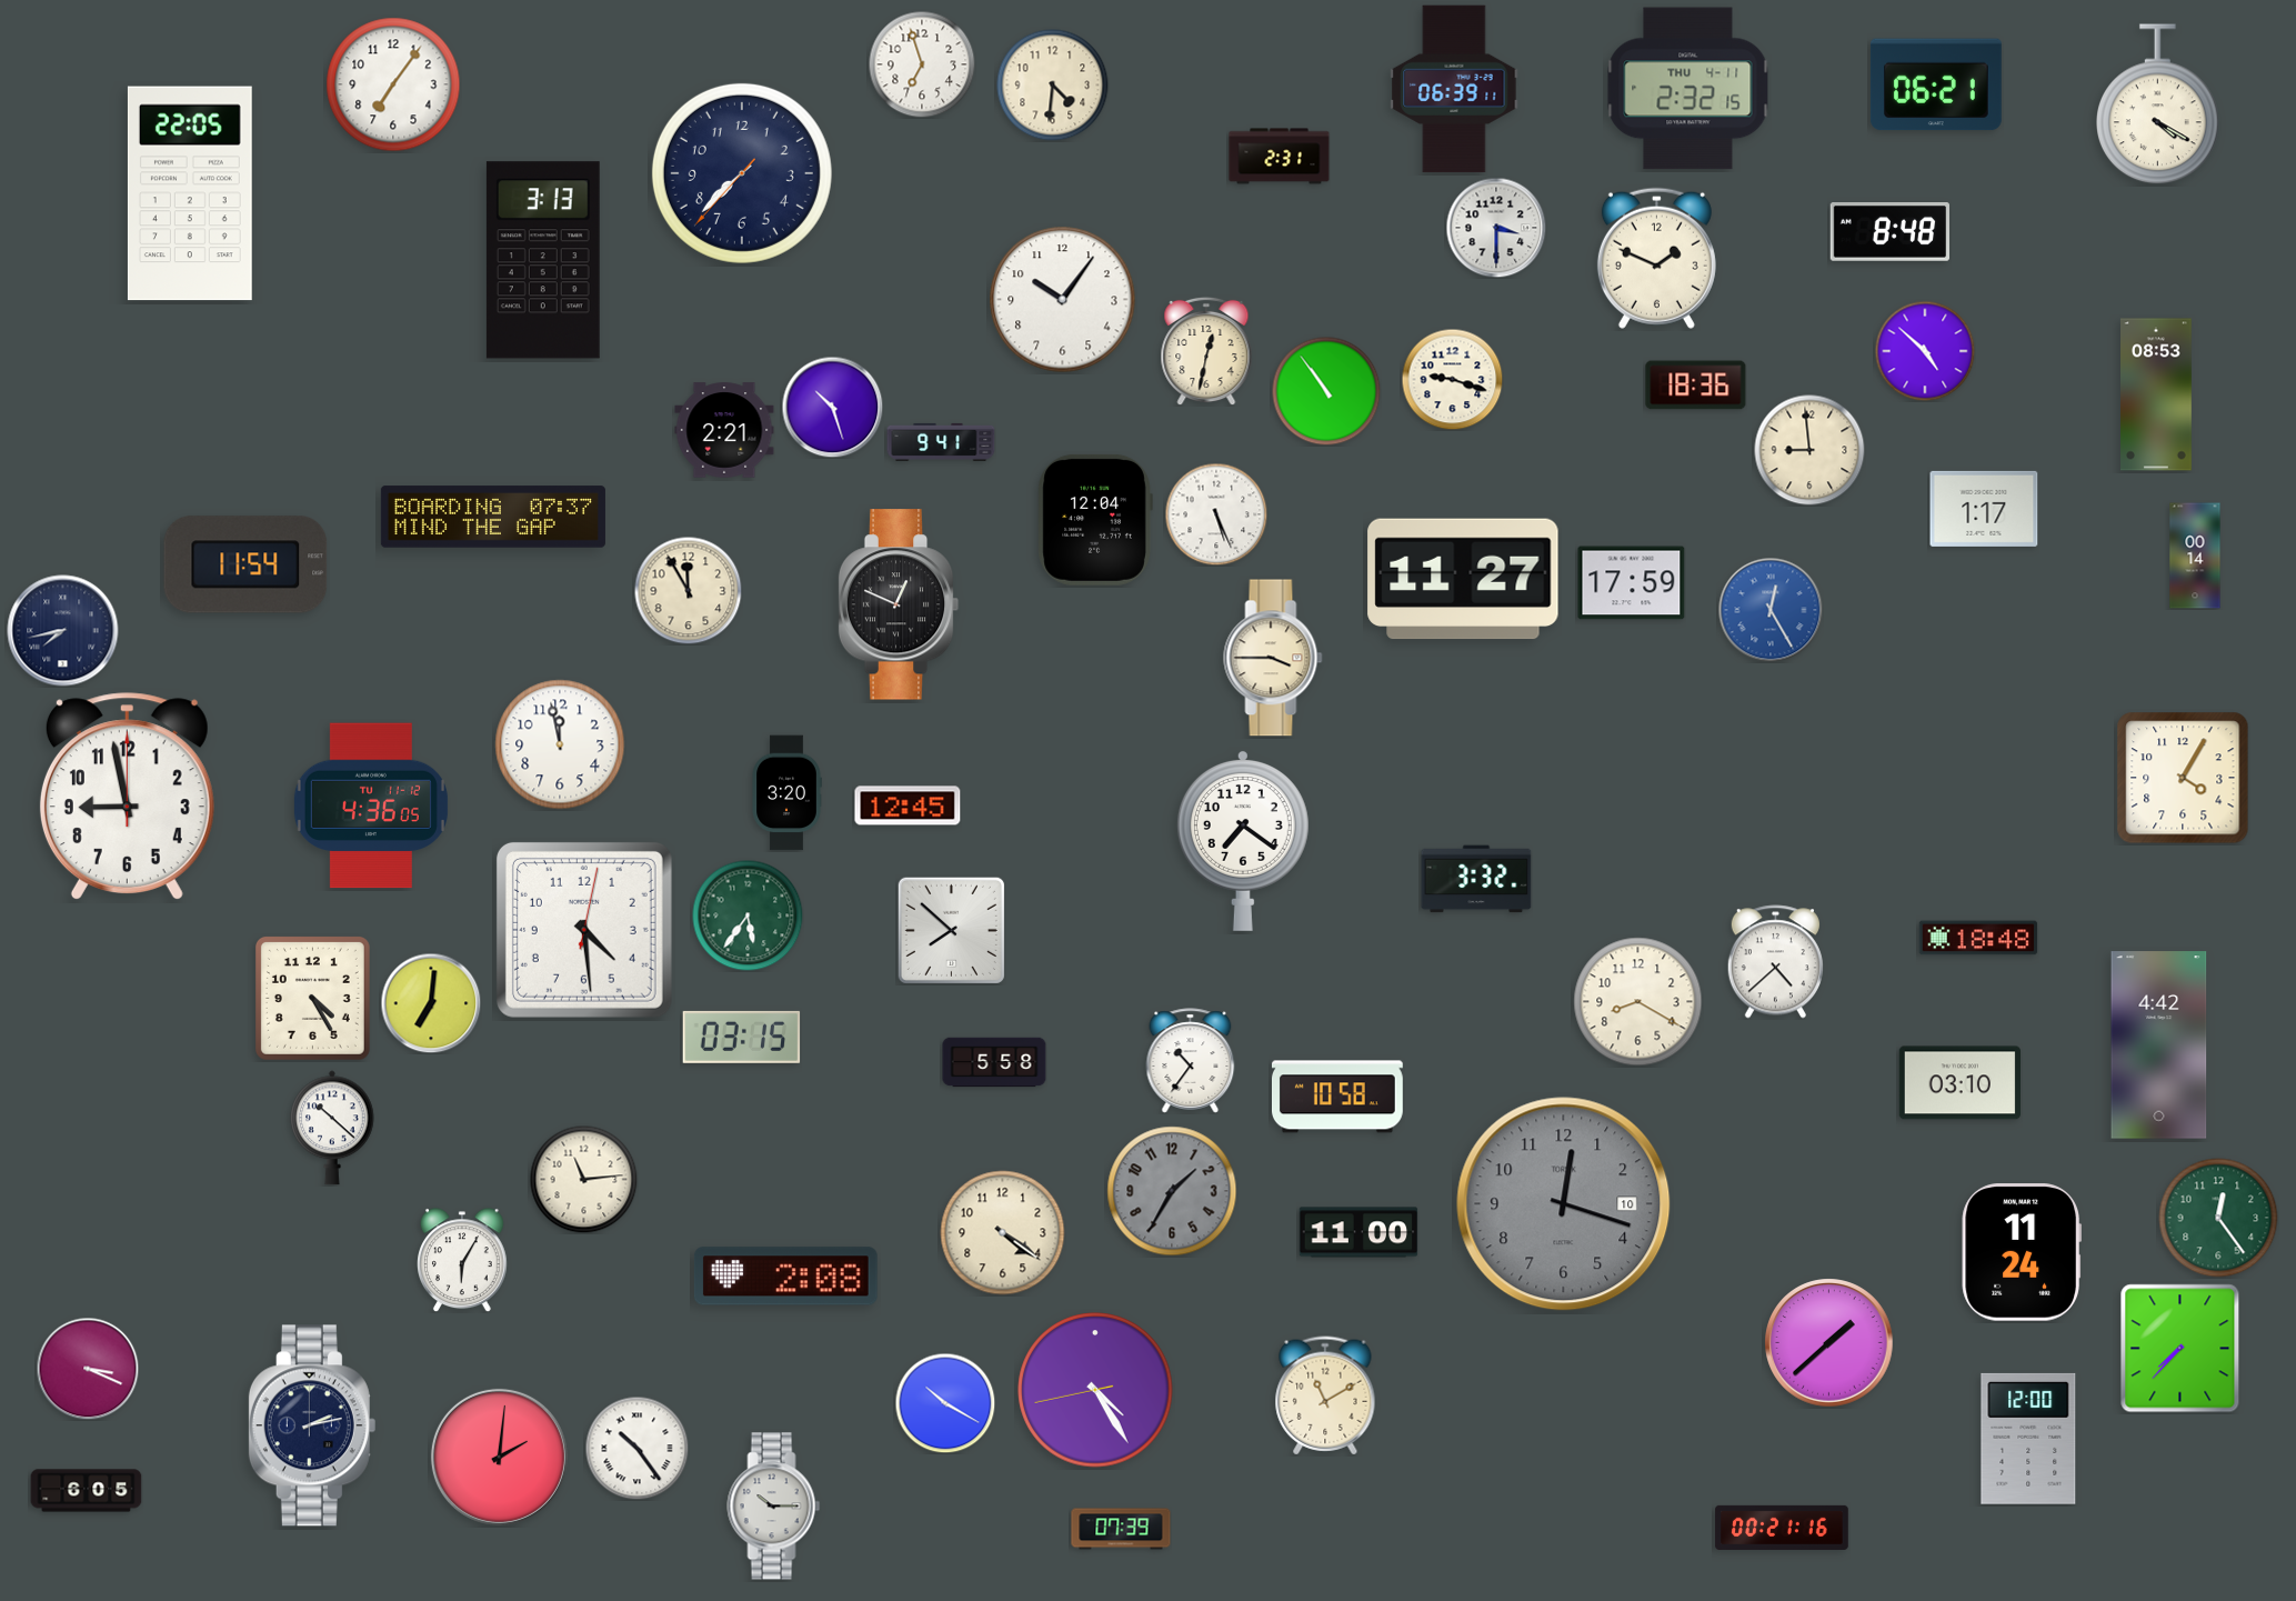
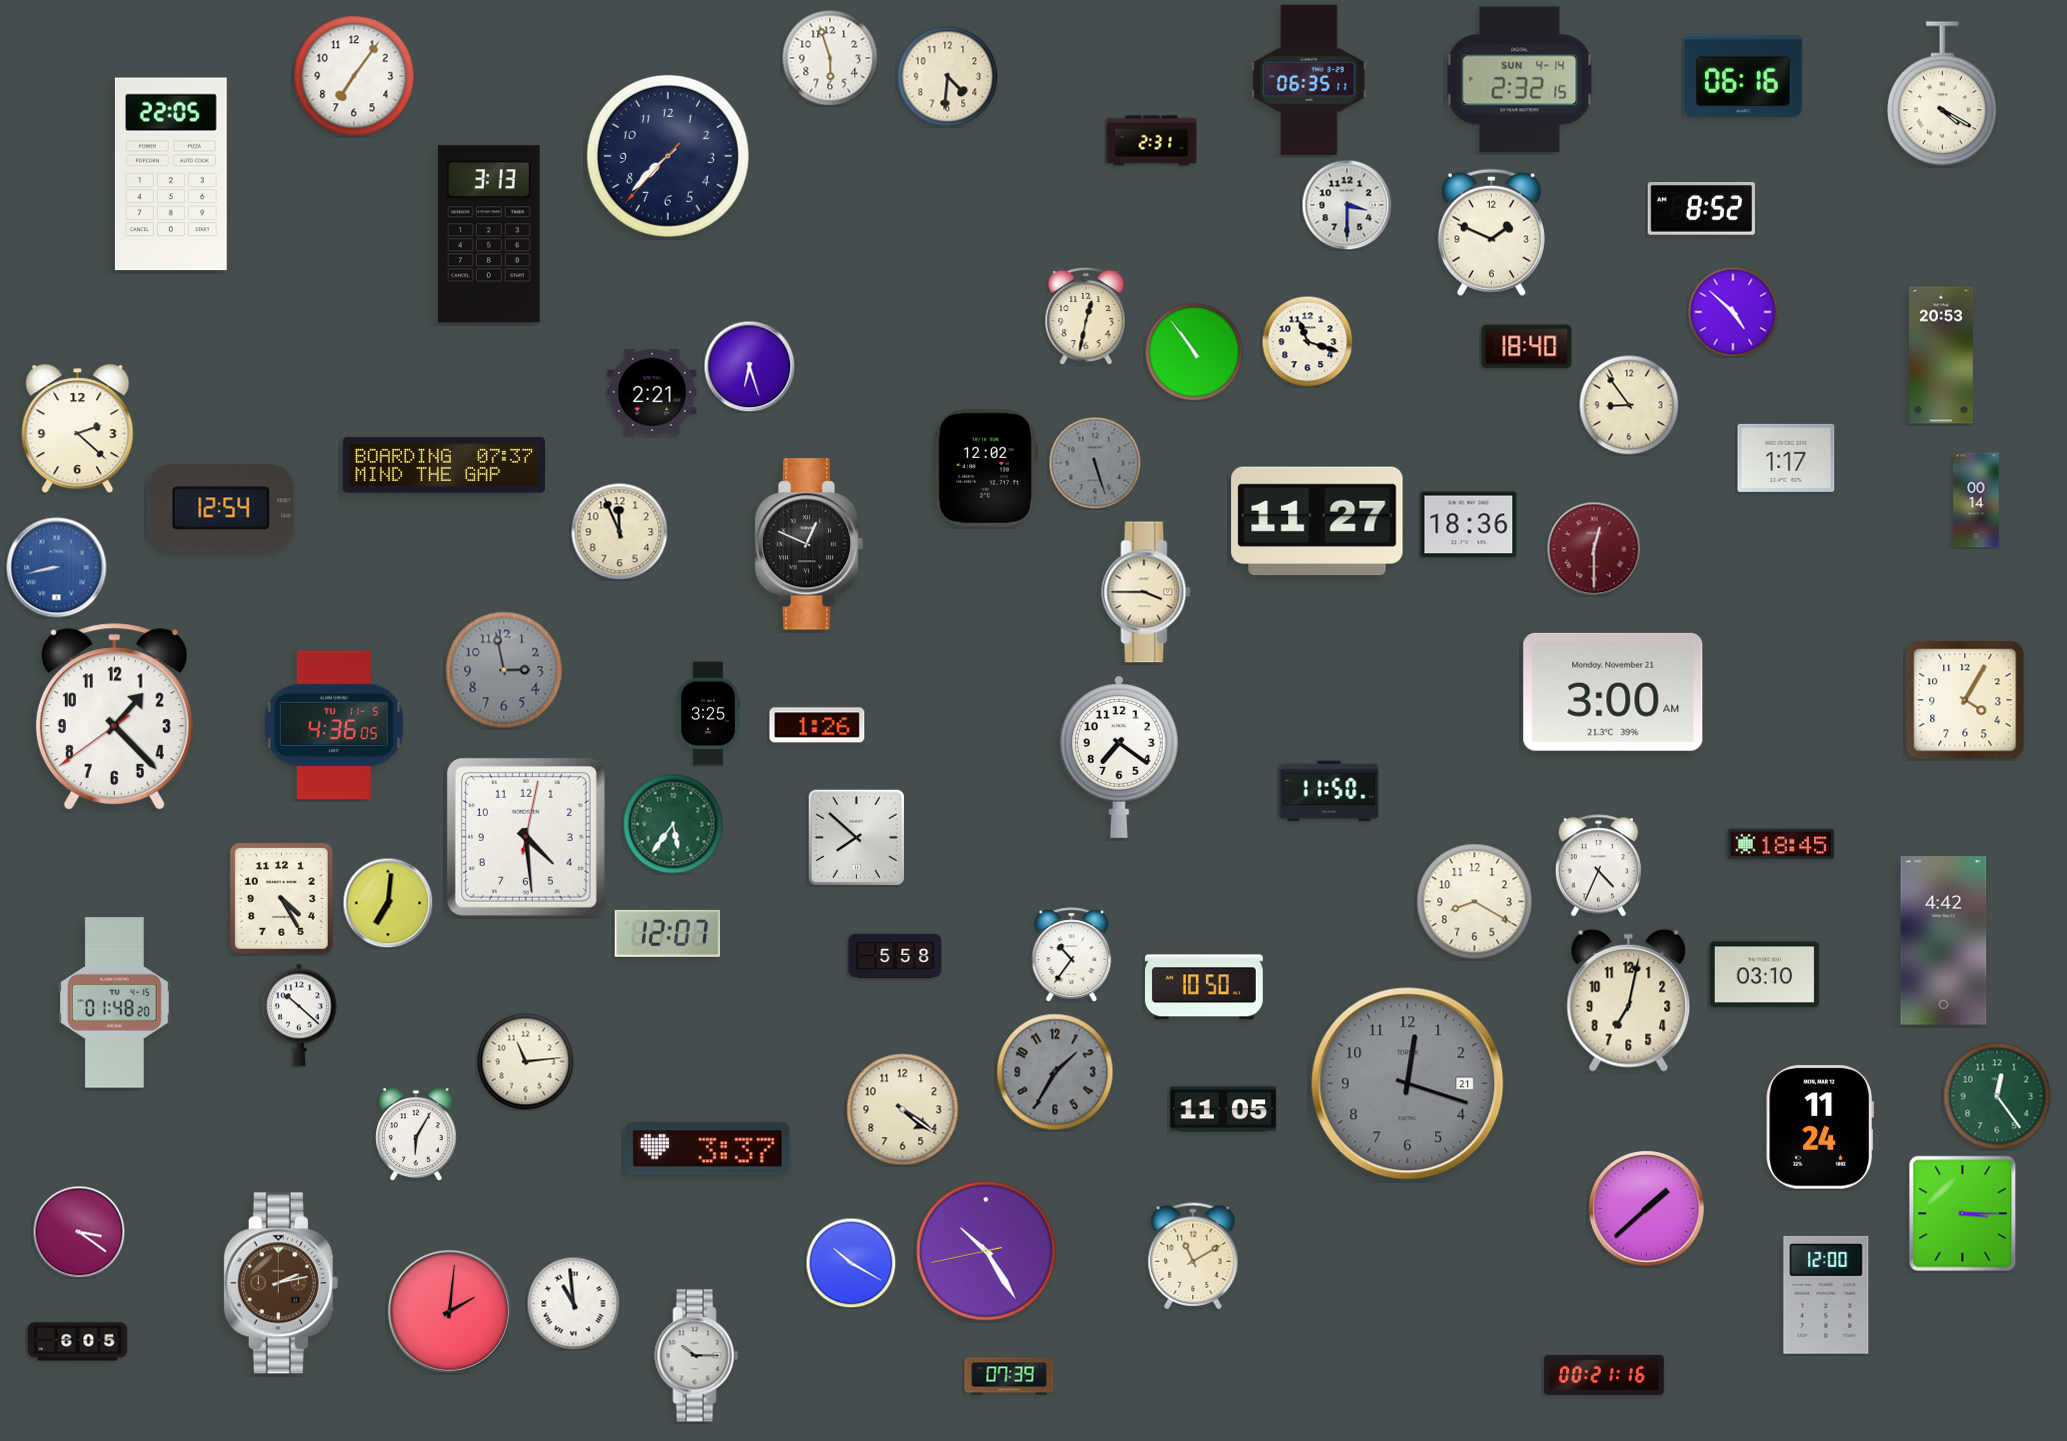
clock at (922, 64): 6:57 -> 5:57
clock at (1936, 84): 06:21 -> 06:16
clock at (1454, 89): 06:39 -> 06:35
clock at (1688, 89) date: THU 4-11 -> SUN 4-14
clock at (1889, 232): 8:48 -> 8:52
clock at (1063, 300): 10:06 -> none
clock at (1925, 351) position: (1925, 351) -> (1733, 312)
clock at (1452, 379): 9:18 -> 11:18
clock at (1696, 386): 18:36 -> 18:40
clock at (2157, 394): 08:53 -> 20:53
clock at (832, 407): 10:27 -> 6:27
clock at (724, 430) position: (724, 430) -> (652, 392)
clock at (941, 442): 9:41 -> none
clock at (1809, 450): 8:59 -> 8:54
clock at (78, 429): none -> 2:22
clock at (1216, 514): 5:26 -> 5:27
clock at (1216, 514) dial: white -> grey
clock at (1095, 520): 12:04 -> 12:02
clock at (245, 564): 11:54 -> 12:54
clock at (1632, 583): 17:59 -> 18:36
clock at (688, 590): 11:55 -> 11:56
clock at (1771, 610): 12:25 -> 12:30
clock at (1771, 610) dial: blue -> burgundy
clock at (63, 631): 7:43 -> 8:43
clock at (63, 631) dial: navy -> blue
clock at (560, 744): 11:58 -> 2:58
clock at (560, 744) dial: white -> grey
clock at (1613, 692): none -> 3:00
clock at (786, 793): 3:20 -> 3:25
clock at (127, 796): 8:58 -> 1:22
clock at (371, 805) date: TU 11-12 -> TU 11-5
clock at (908, 805): 12:45 -> 1:26
clock at (1476, 879): 3:32 -> 11:50
clock at (1978, 938): 18:48 -> 18:45
clock at (1775, 962): 4:38 -> 4:34
clock at (742, 1037): 03:15 -> 12:07
clock at (1337, 1097): 10:58 -> 10:50
clock at (1629, 1000): none -> 7:02
clock at (115, 1003): none -> 01:48
clock at (1564, 1204) date: 10 -> 21
clock at (1358, 1232): 11:00 -> 11:05
clock at (785, 1277): 2:08 -> 3:37
clock at (2180, 1349): 7:37 -> 3:15
clock at (88, 1369): 3:19 -> 3:21
clock at (1095, 1390): 4:24 -> 10:24
clock at (312, 1425) dial: navy -> brown
clock at (636, 1448): 10:24 -> 10:59
